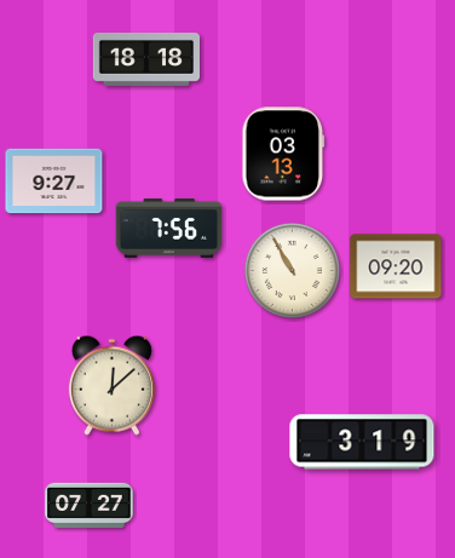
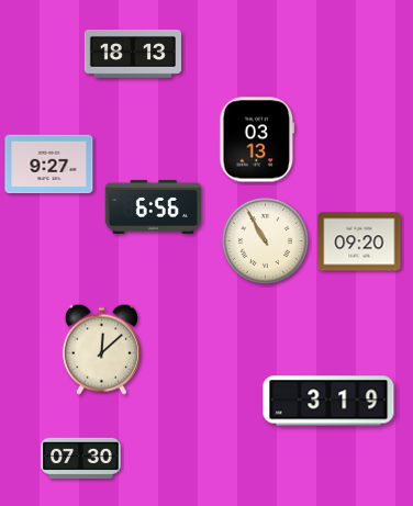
clock at (145, 59): 18:18 -> 18:13
clock at (169, 228): 7:56 -> 6:56
clock at (292, 270) position: (292, 270) -> (265, 240)
clock at (90, 506): 07:27 -> 07:30
